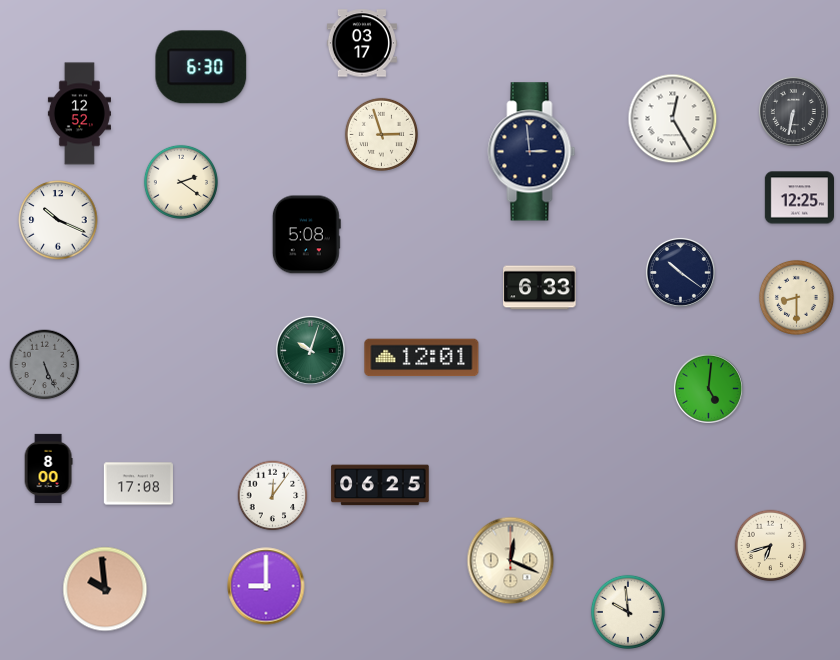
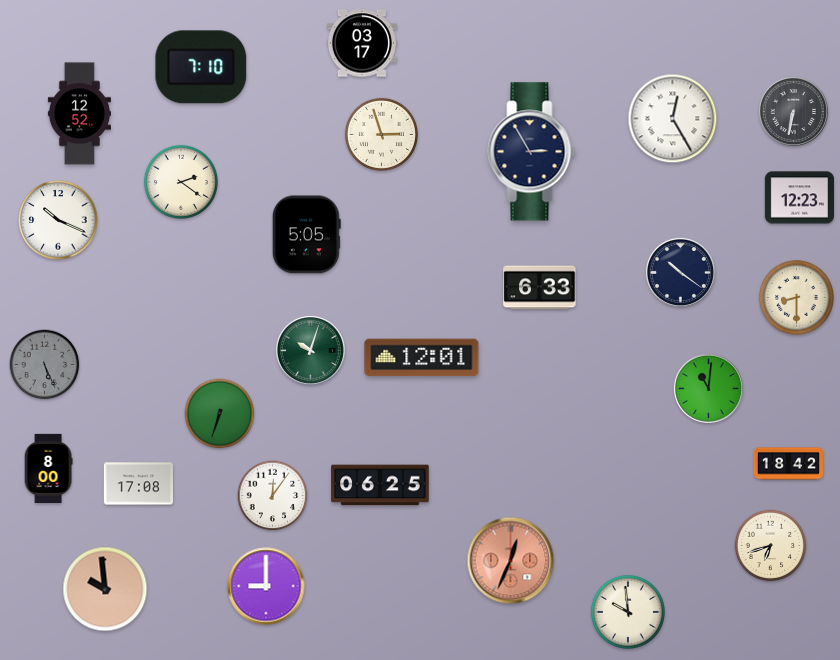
clock at (201, 67): 6:30 -> 7:10
clock at (532, 152): 2:59 -> 2:55
clock at (799, 198): 12:25 -> 12:23
clock at (306, 235): 5:08 -> 5:05
clock at (708, 388): 5:01 -> 11:01
clock at (220, 414): none -> 6:33
clock at (788, 464): none -> 18:42
clock at (511, 561): 12:19 -> 12:34
clock at (511, 561) dial: cream -> salmon
